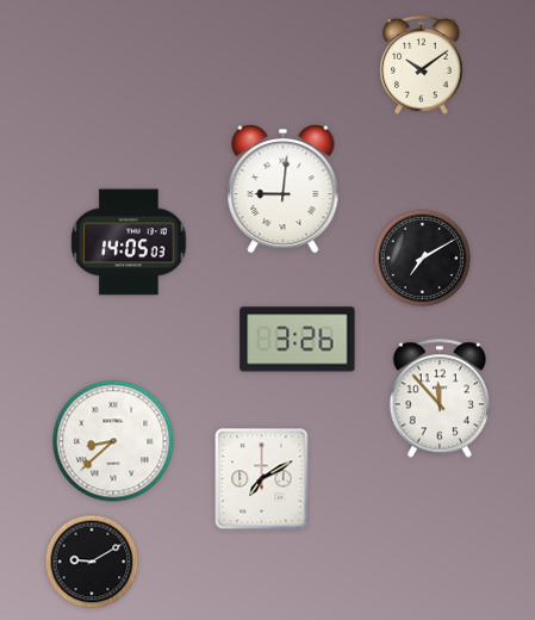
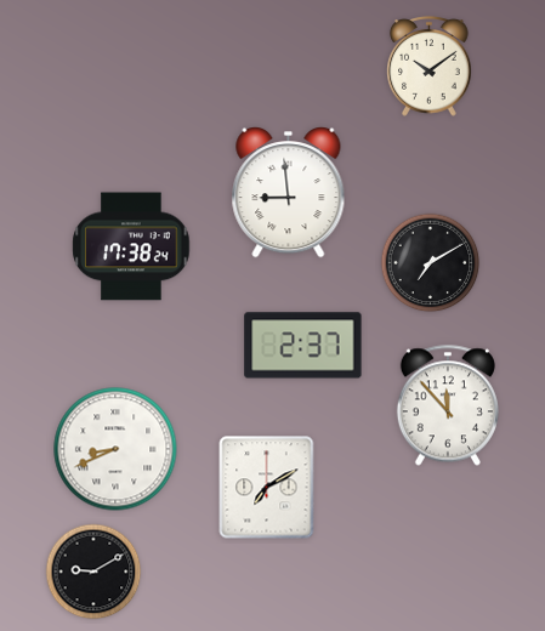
clock at (284, 190): 9:01 -> 8:59
clock at (129, 242): 14:05 -> 17:38
clock at (298, 340): 3:26 -> 2:37
clock at (113, 441): 8:38 -> 8:41
